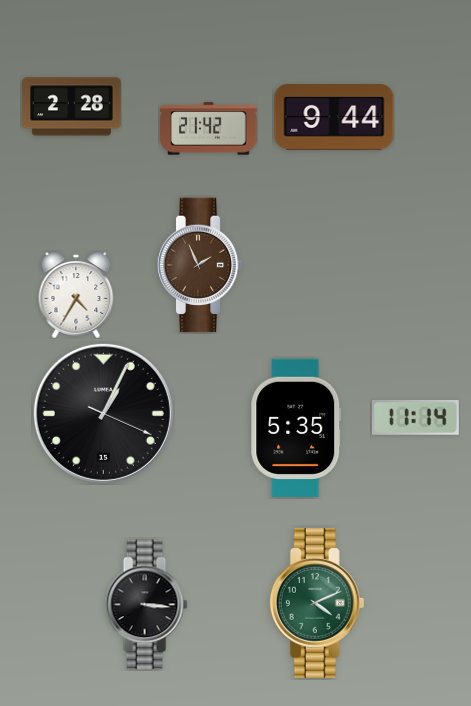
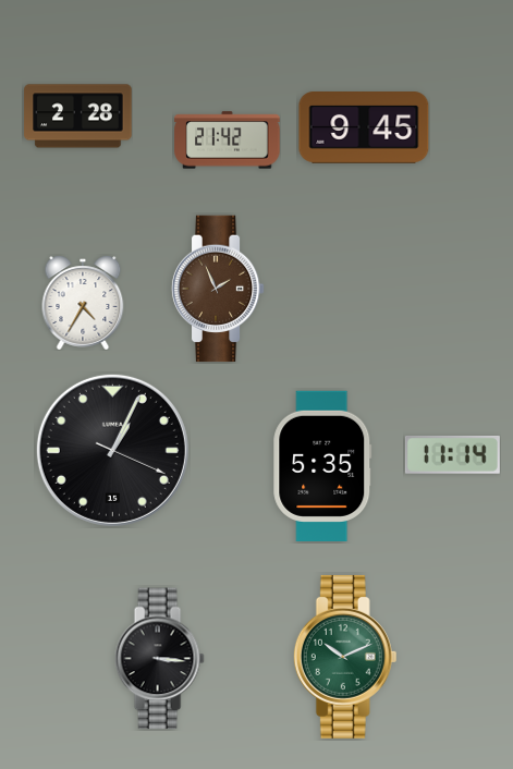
clock at (334, 118): 9:44 -> 9:45
clock at (76, 295) position: (76, 295) -> (83, 303)
clock at (317, 603): 4:11 -> 10:11
